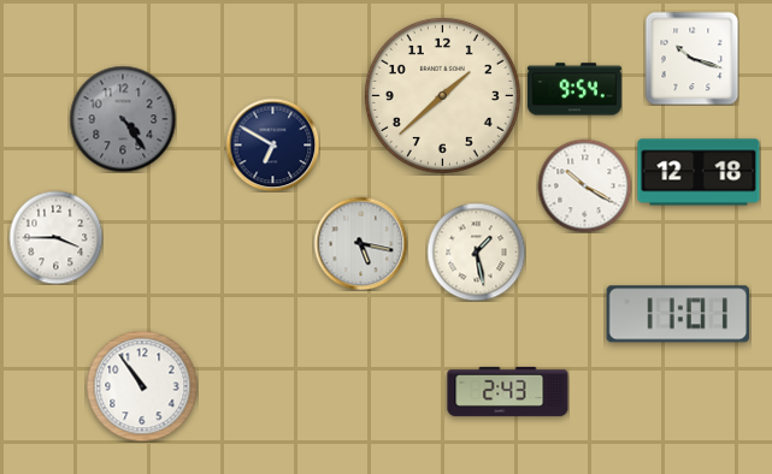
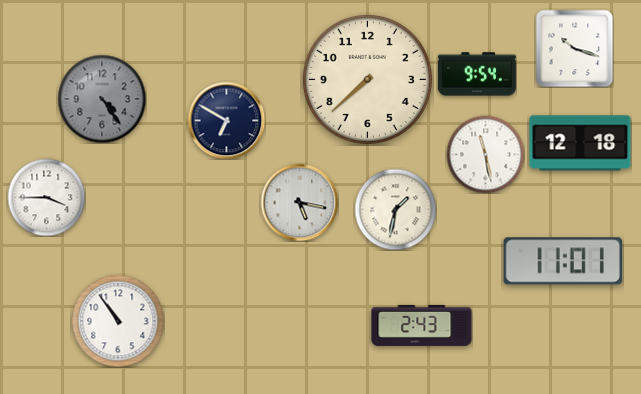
clock at (442, 95): 1:38 -> 7:38
clock at (584, 185): 10:20 -> 11:28
clock at (476, 251): 1:28 -> 1:32
